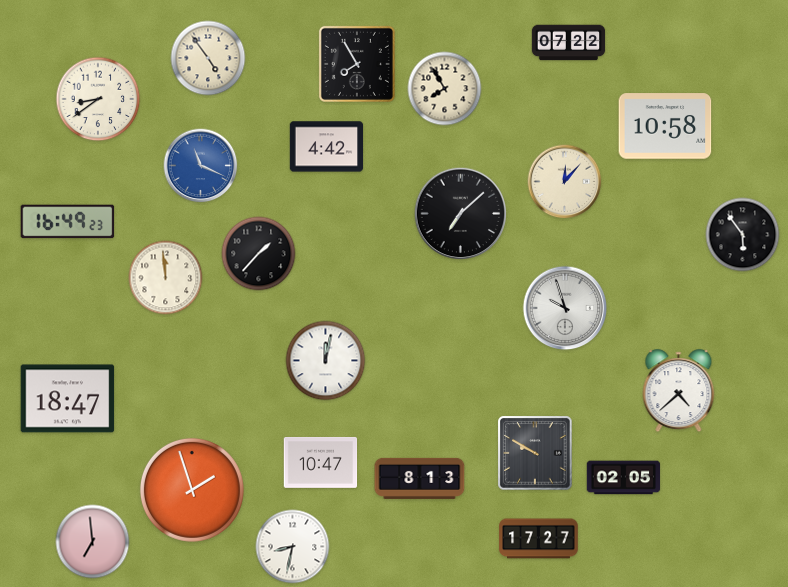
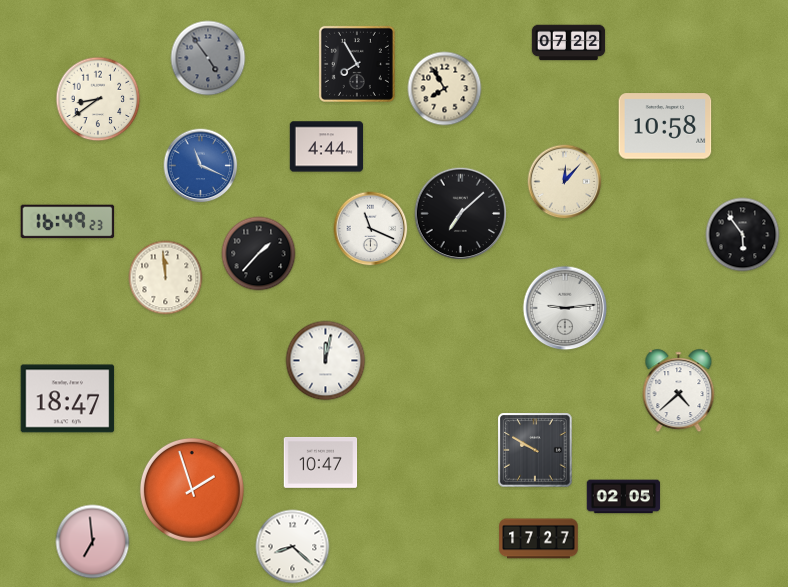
clock at (208, 58) dial: cream -> grey
clock at (327, 147): 4:42 -> 4:44
clock at (371, 229): none -> 11:19
clock at (565, 308): 9:57 -> 9:14
clock at (535, 453) position: (535, 453) -> (535, 450)
clock at (420, 478): 8:13 -> none
clock at (624, 478) position: (624, 478) -> (624, 497)
clock at (293, 547): 8:32 -> 8:22
